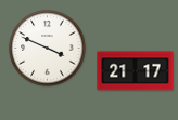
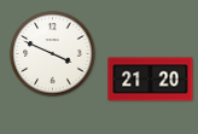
clock at (136, 71): 21:17 -> 21:20
